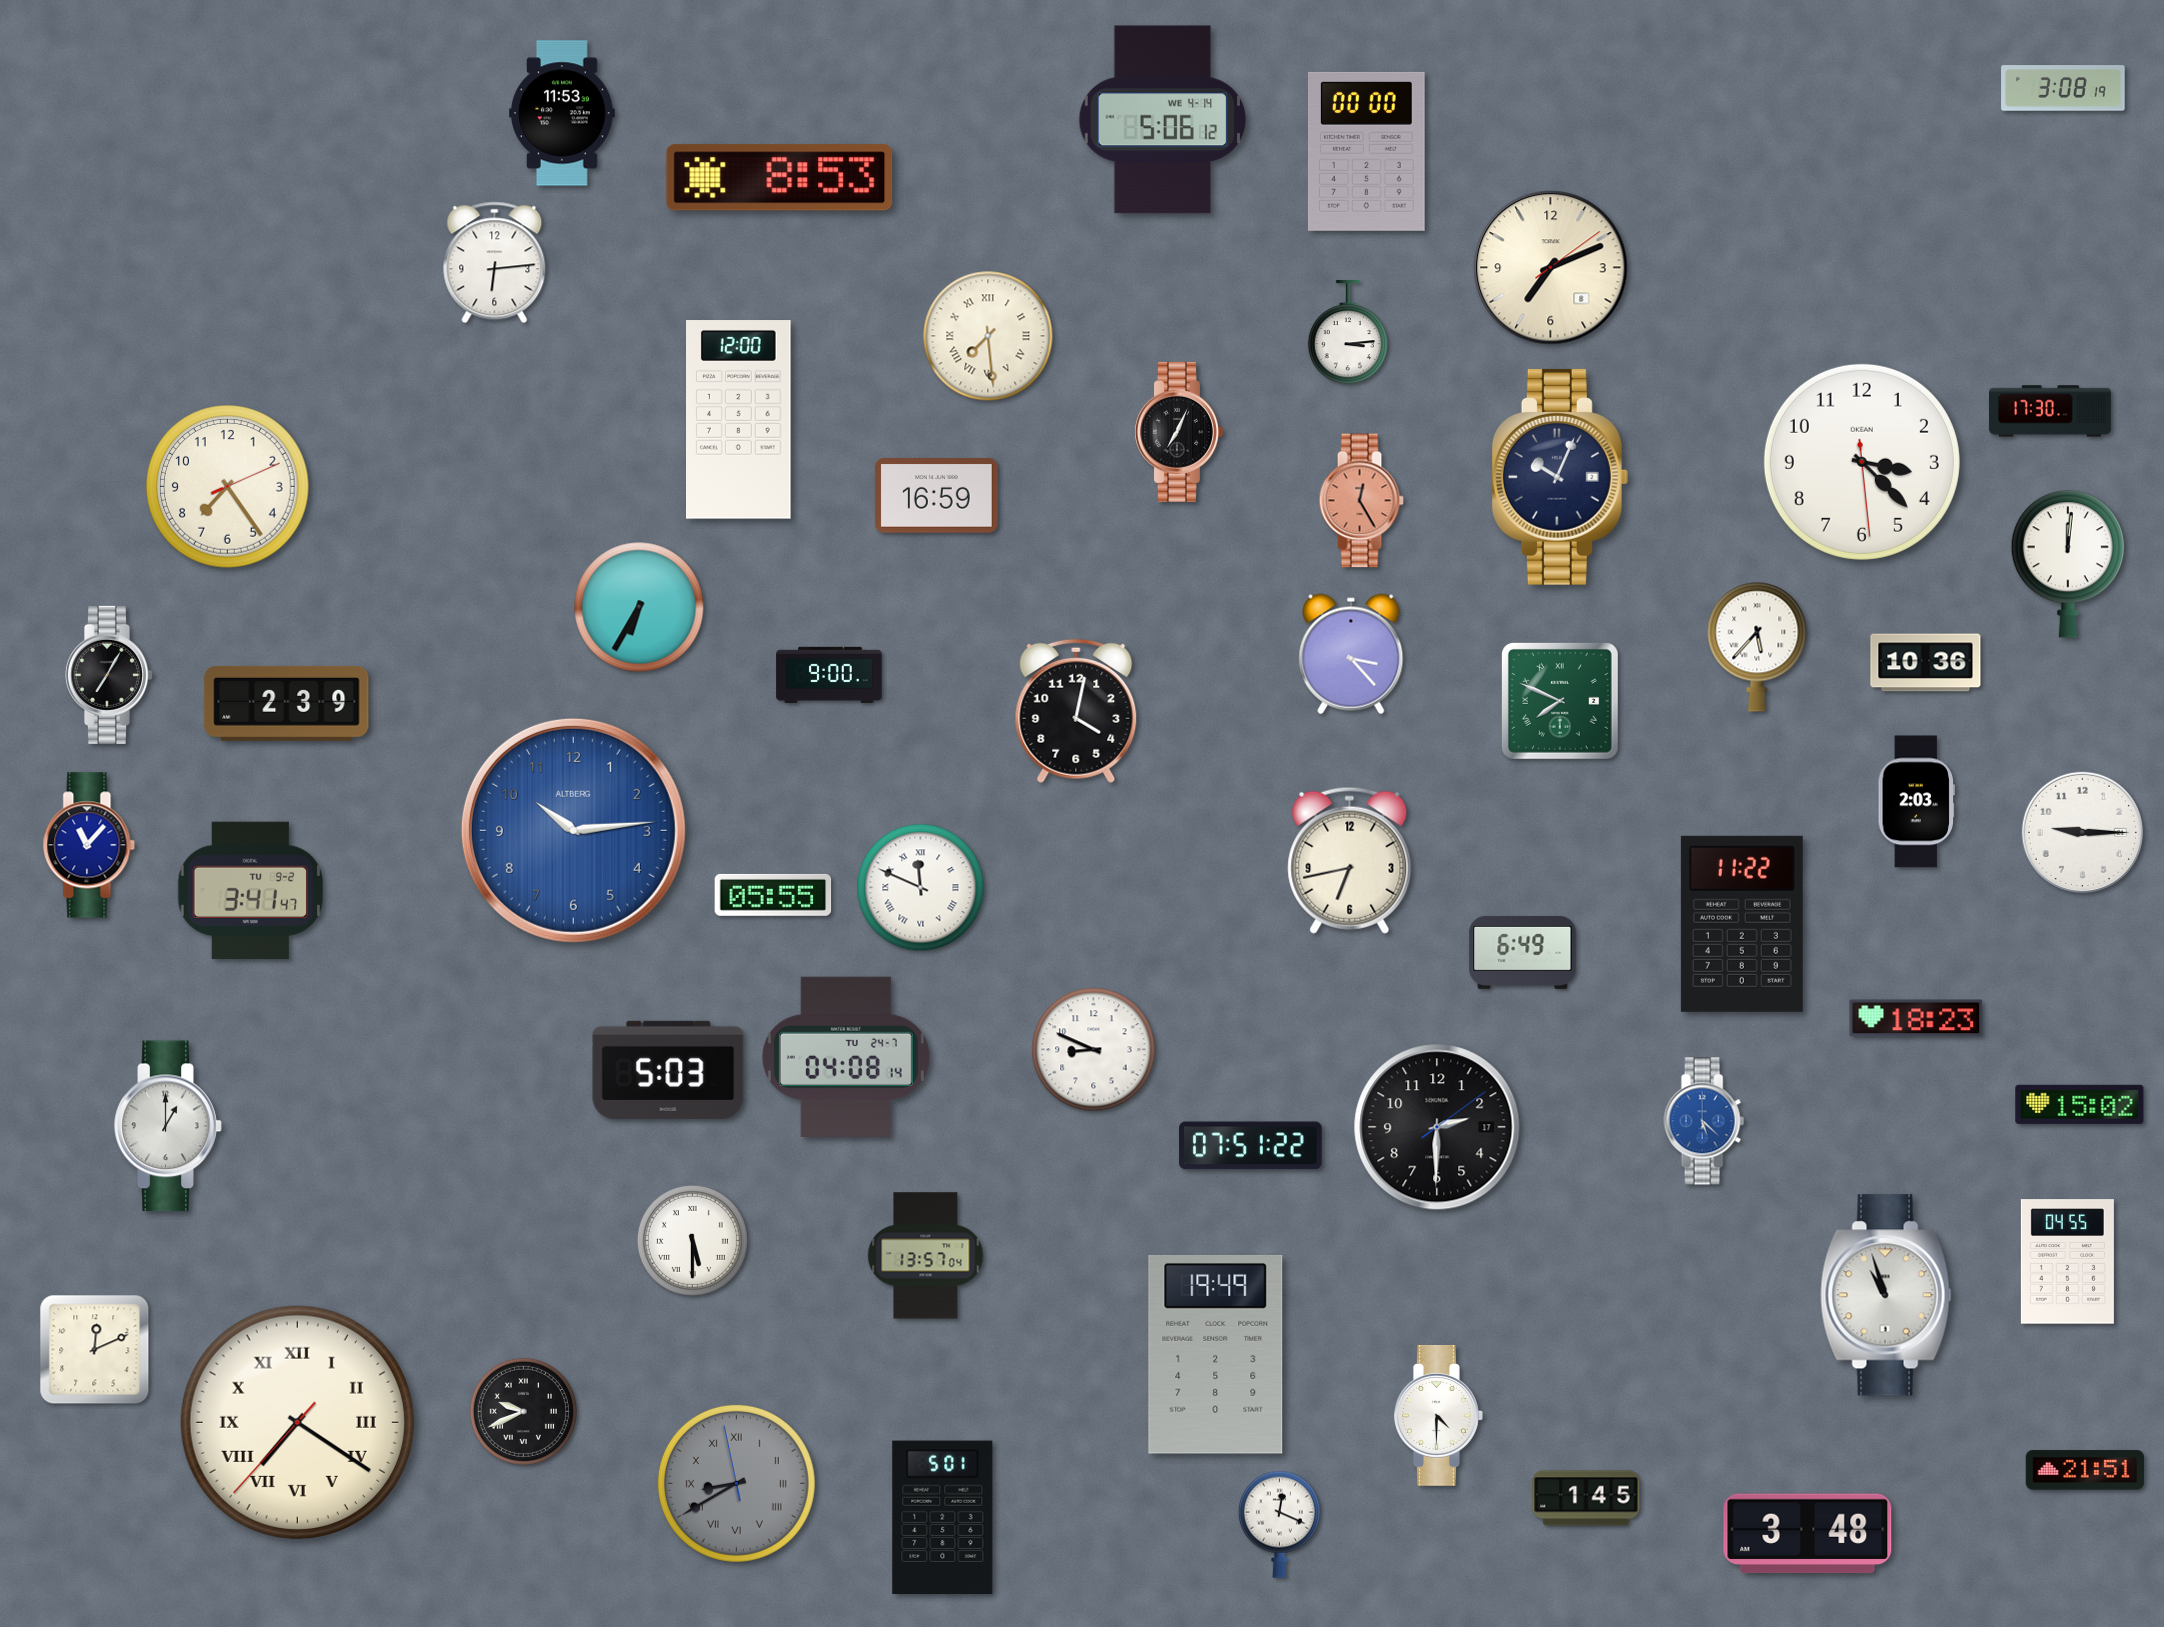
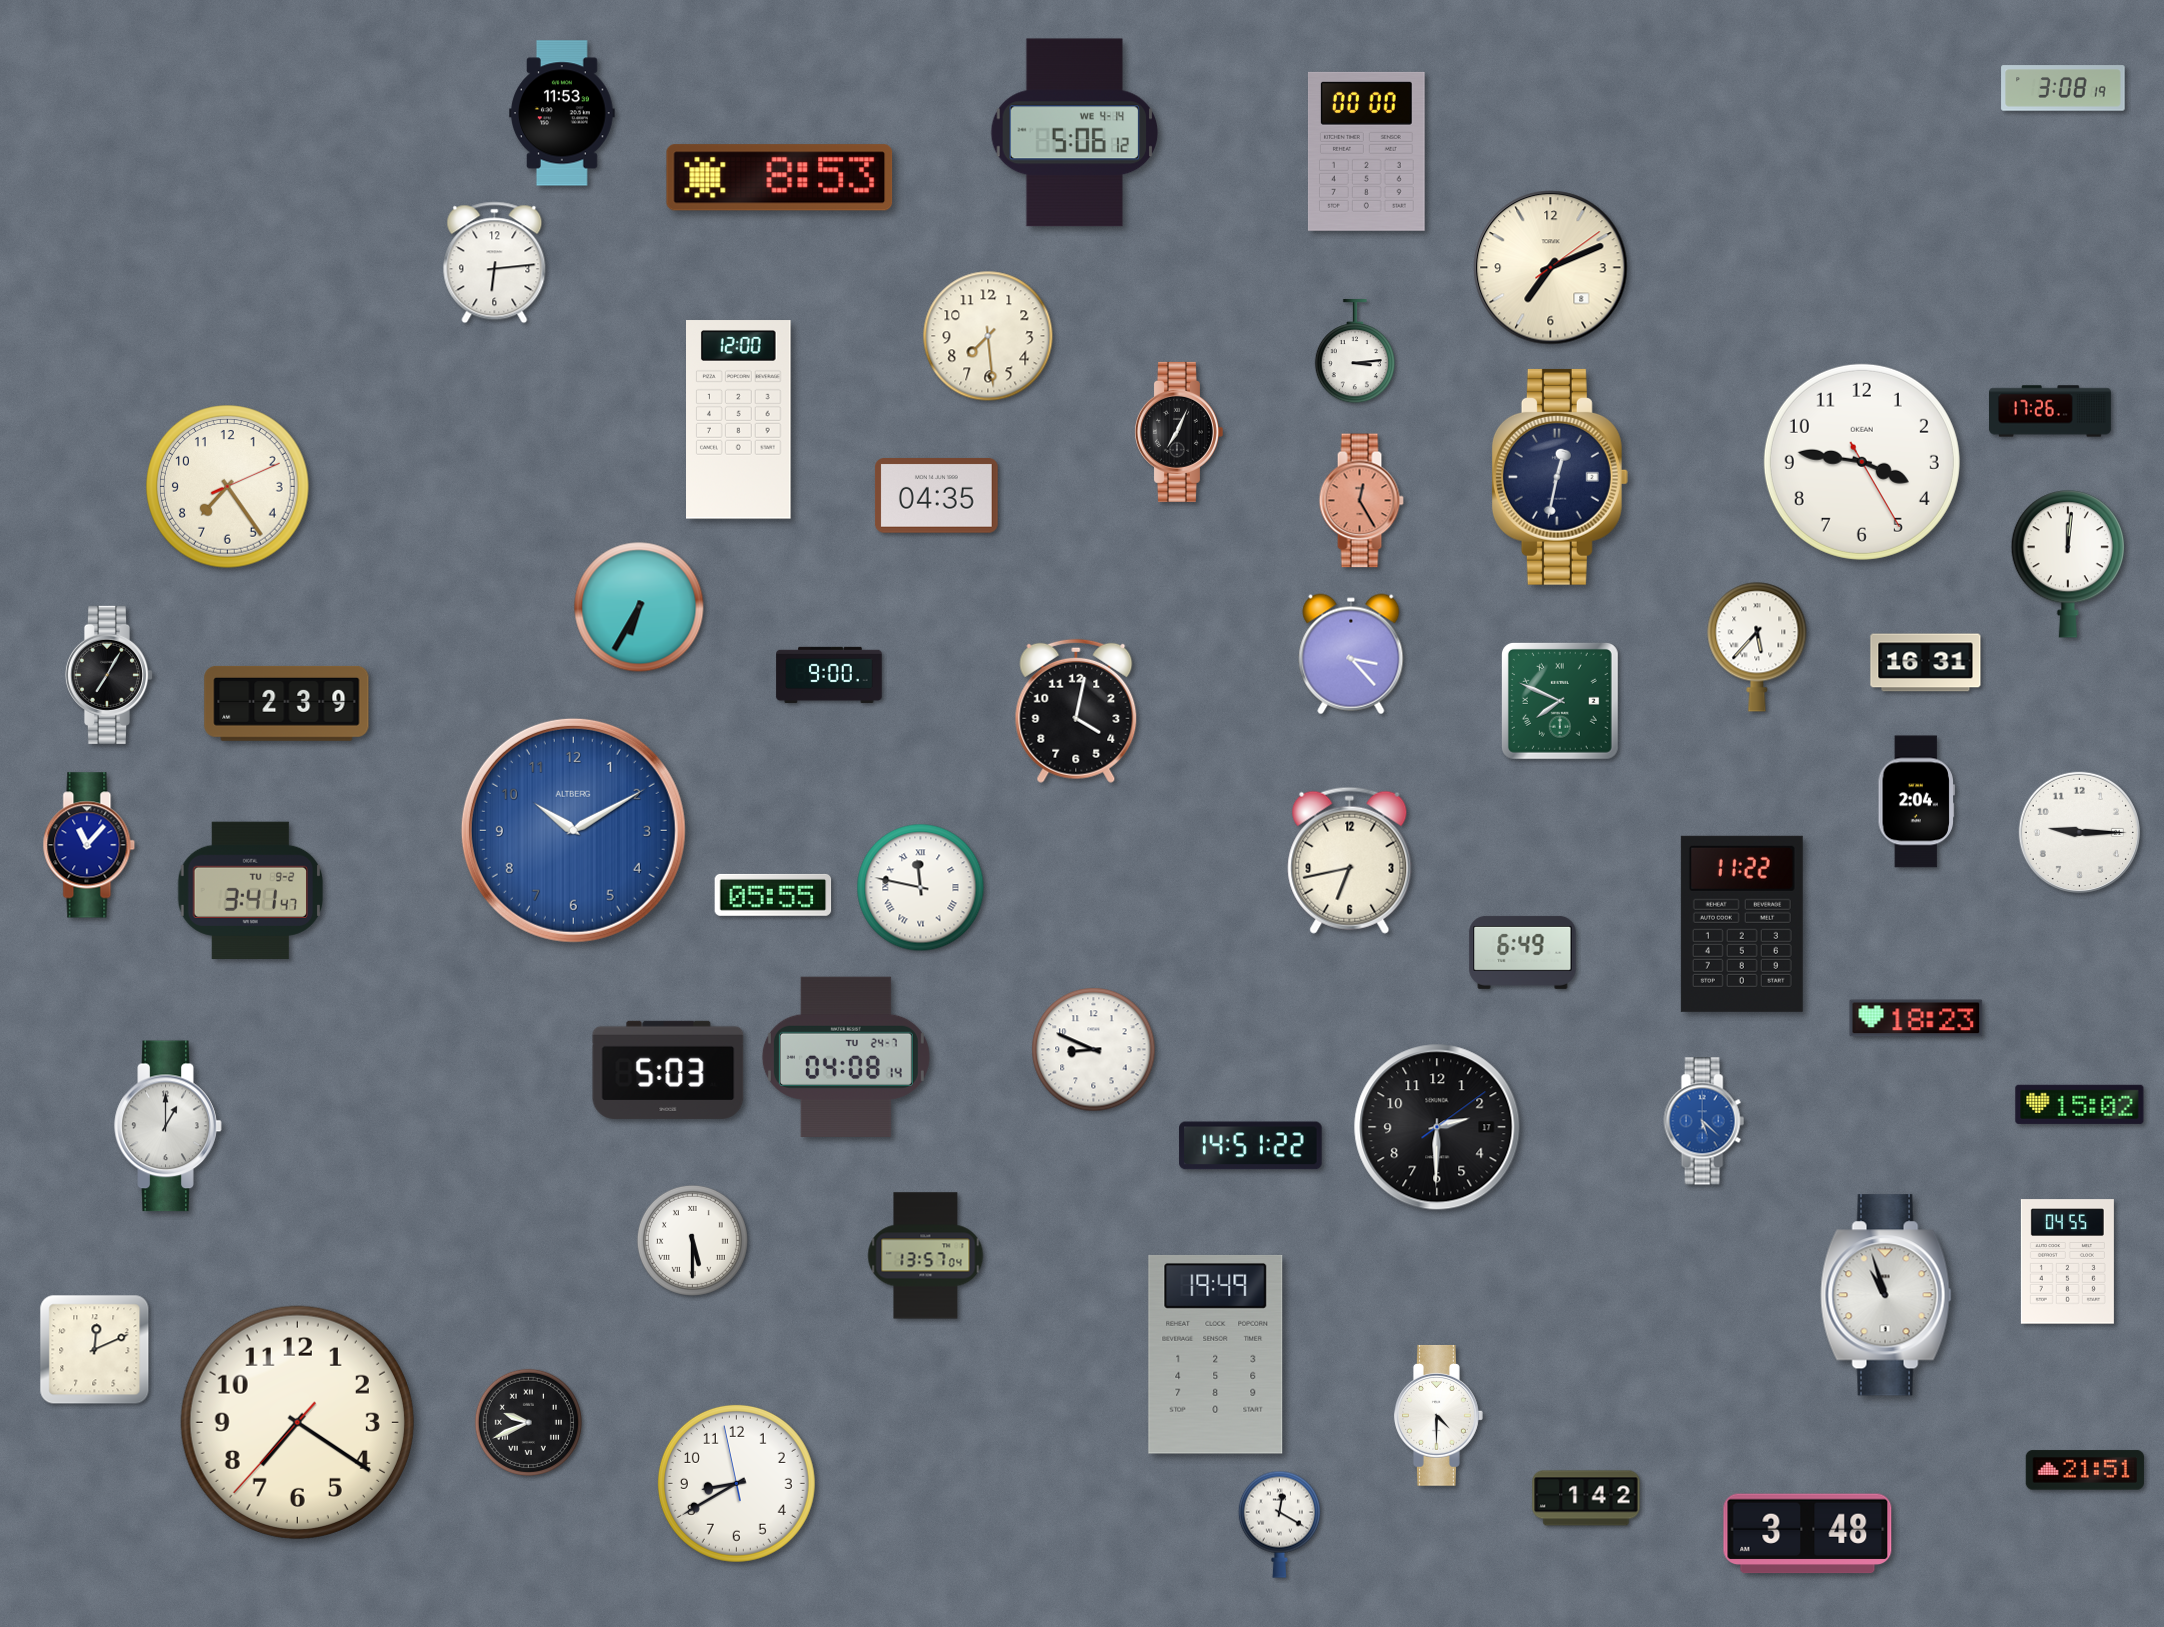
clock at (1163, 120) position: (1163, 120) -> (1075, 133)
clock at (1348, 333) position: (1348, 333) -> (1355, 352)
clock at (988, 336) numerals: Roman -> Arabic
clock at (2051, 411): 17:30 -> 17:26
clock at (1862, 462): 3:22 -> 3:46
clock at (1560, 477): 10:04 -> 12:32
clock at (936, 496): 16:59 -> 04:35
clock at (1926, 663): 10:36 -> 16:31
clock at (1916, 802): 2:03 -> 2:04
clock at (573, 830): 10:14 -> 10:10
clock at (2082, 832) position: (2082, 832) -> (2079, 832)
clock at (921, 888): 11:49 -> 11:47
clock at (1251, 1146): 07:51 -> 14:51
clock at (523, 1411) position: (523, 1411) -> (528, 1422)
clock at (297, 1422) numerals: Roman -> Arabic
clock at (736, 1483) dial: grey -> white
clock at (736, 1483) numerals: Roman -> Arabic
clock at (1586, 1498): 1:45 -> 1:42
clock at (943, 1518): 5:01 -> none
clock at (1279, 1524): 12:19 -> 12:20
